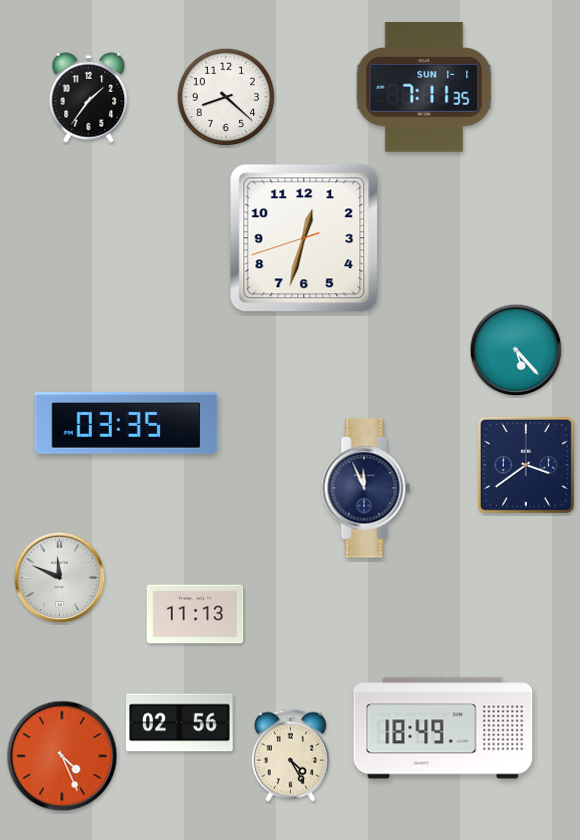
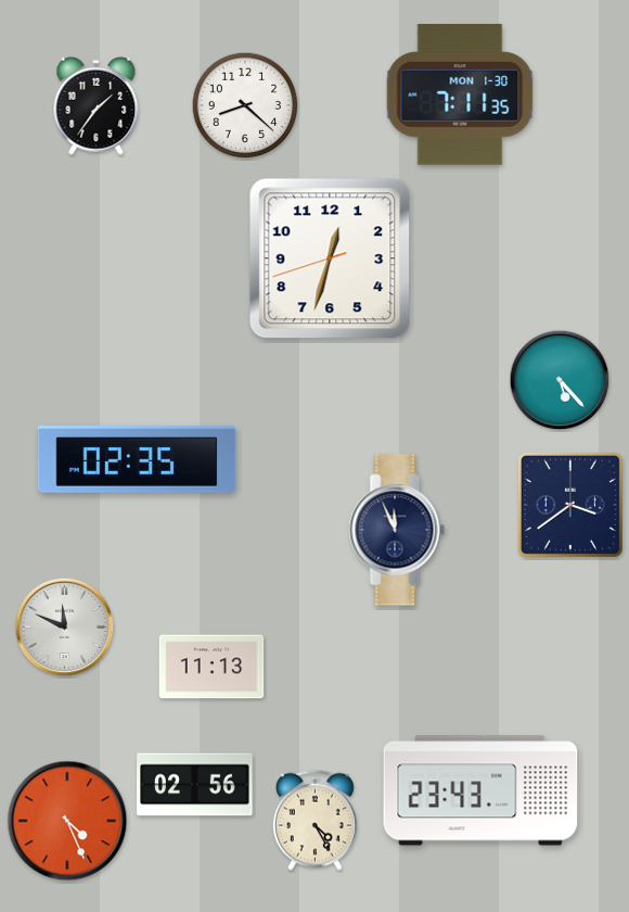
clock at (424, 87) date: SUN 1-1 -> MON 1-30
clock at (126, 423): 03:35 -> 02:35
clock at (443, 728): 18:49 -> 23:43
